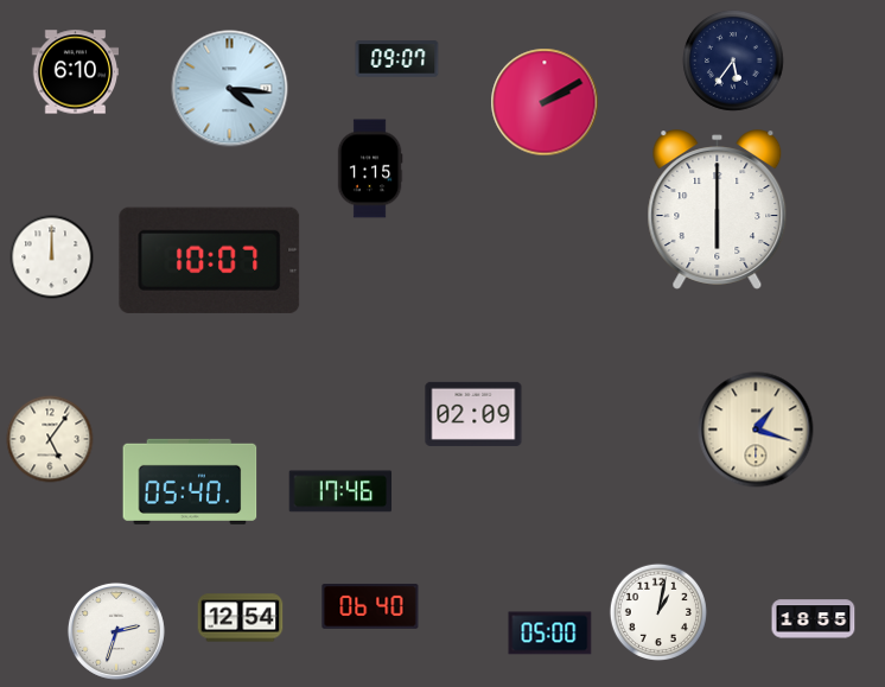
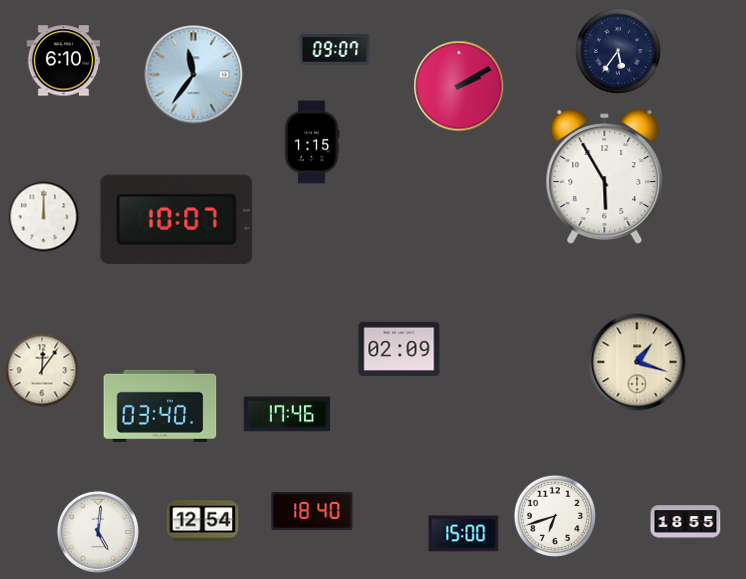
clock at (230, 89): 4:16 -> 11:36
clock at (718, 210): 6:00 -> 5:55
clock at (50, 439): 5:06 -> 12:06
clock at (190, 482): 05:40 -> 03:40
clock at (370, 606): 06:40 -> 18:40
clock at (658, 612): 1:02 -> 6:42
clock at (116, 631): 2:33 -> 5:01
clock at (550, 634): 05:00 -> 15:00
